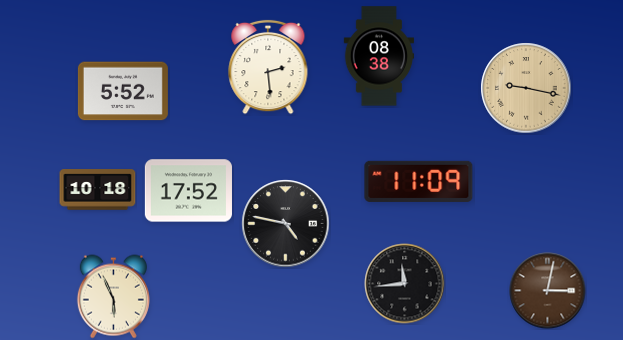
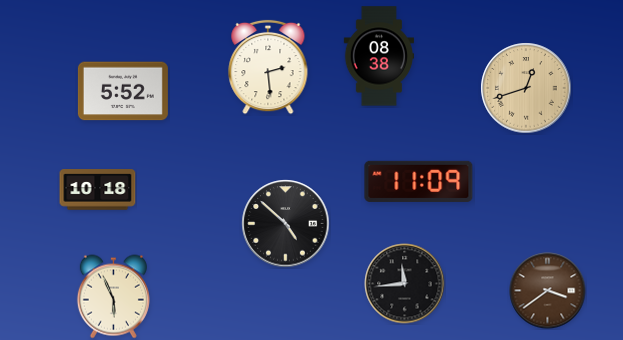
clock at (526, 88): 9:17 -> 12:42
clock at (188, 191): 17:52 -> none
clock at (286, 224): 4:47 -> 4:52
clock at (548, 291): 3:02 -> 3:39
